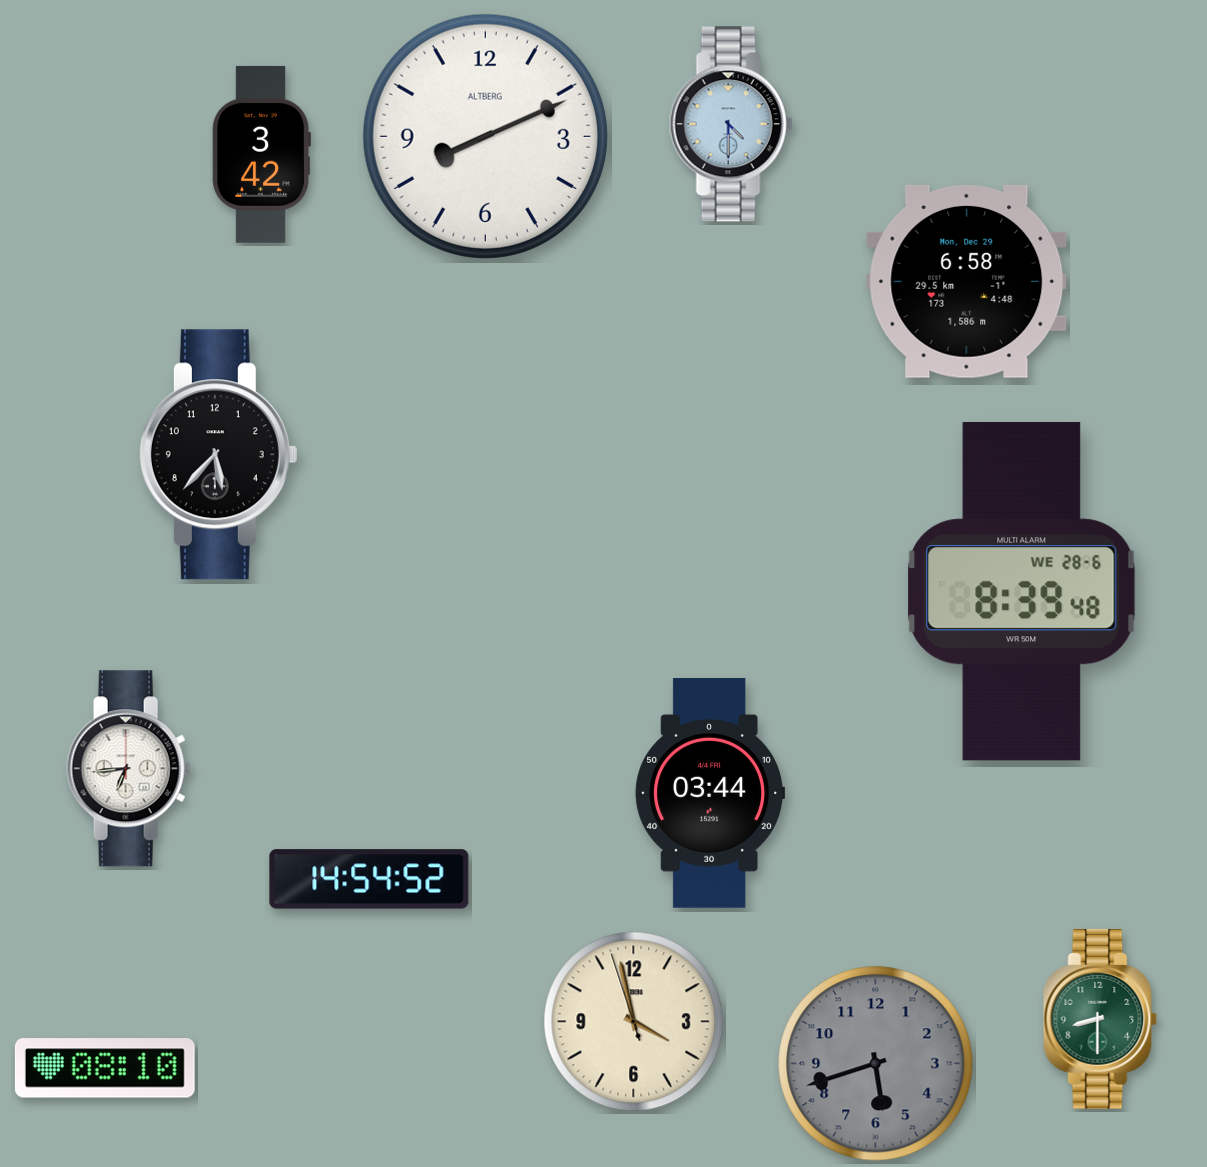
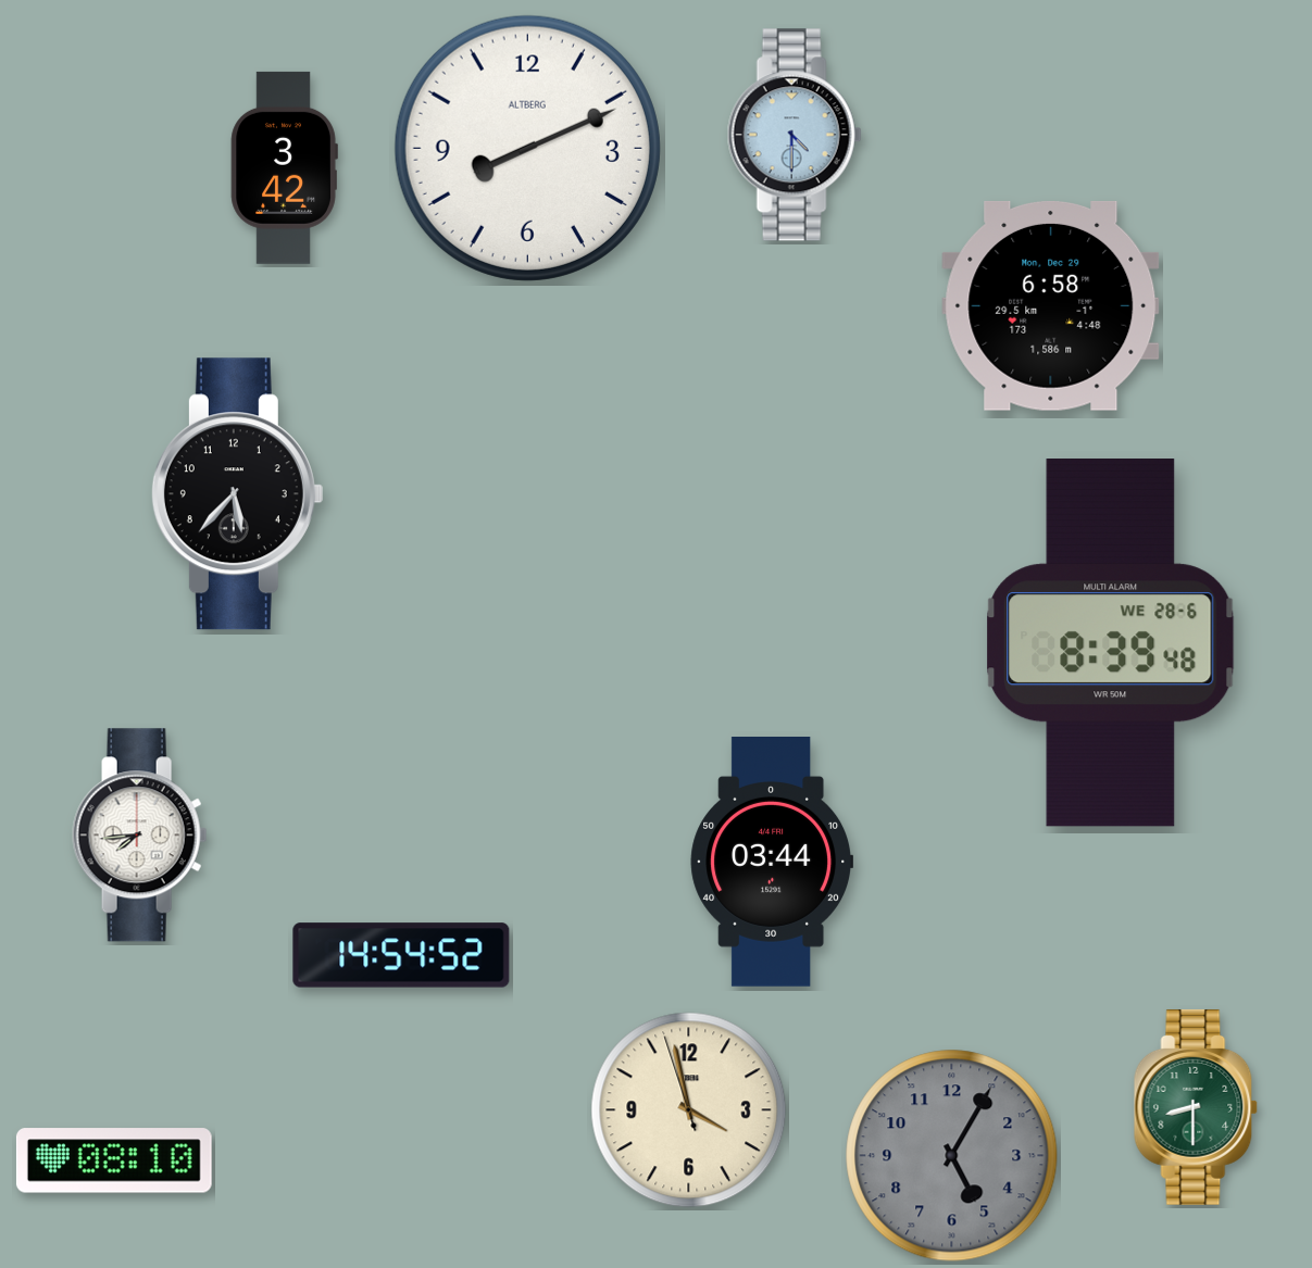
clock at (129, 769): 6:44 -> 7:44
clock at (876, 1064): 5:42 -> 5:05
